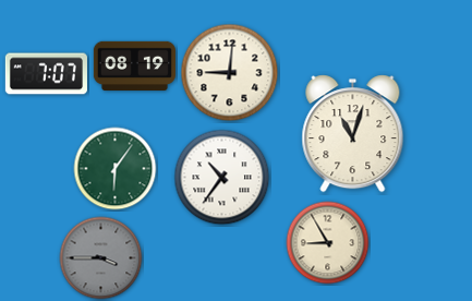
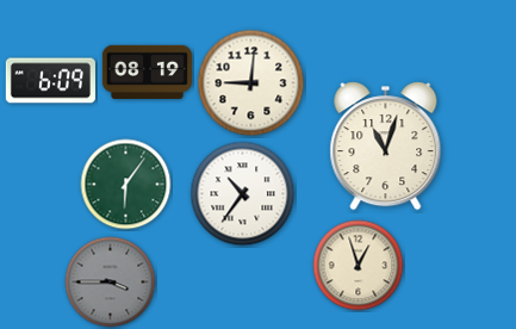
clock at (230, 73) position: (230, 73) -> (251, 83)
clock at (46, 74): 7:07 -> 6:09
clock at (328, 243): 8:55 -> 12:57
